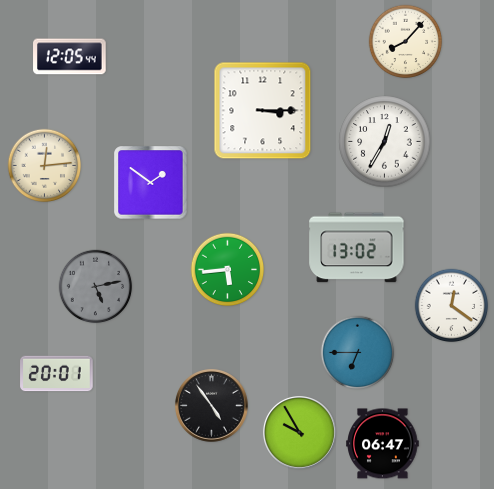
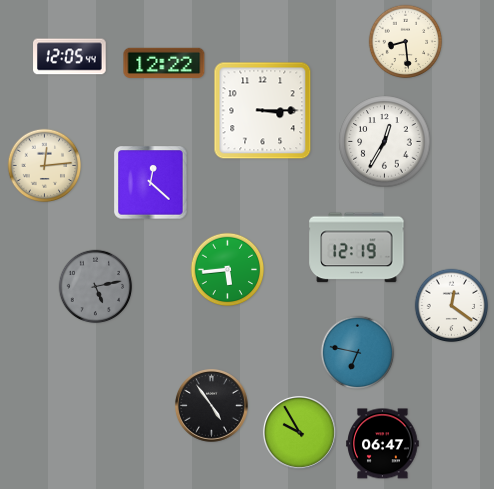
clock at (406, 42): 8:07 -> 8:29
clock at (164, 63): none -> 12:22
clock at (151, 183): 1:51 -> 12:22
clock at (357, 248): 13:02 -> 12:19
clock at (358, 353): 6:45 -> 6:47
clock at (57, 374): 20:01 -> none
